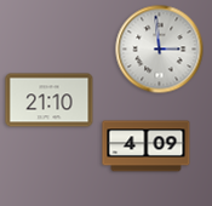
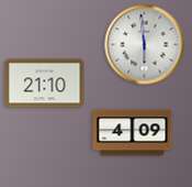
clock at (160, 50): 2:59 -> 5:59
clock at (50, 101) position: (50, 101) -> (45, 84)
